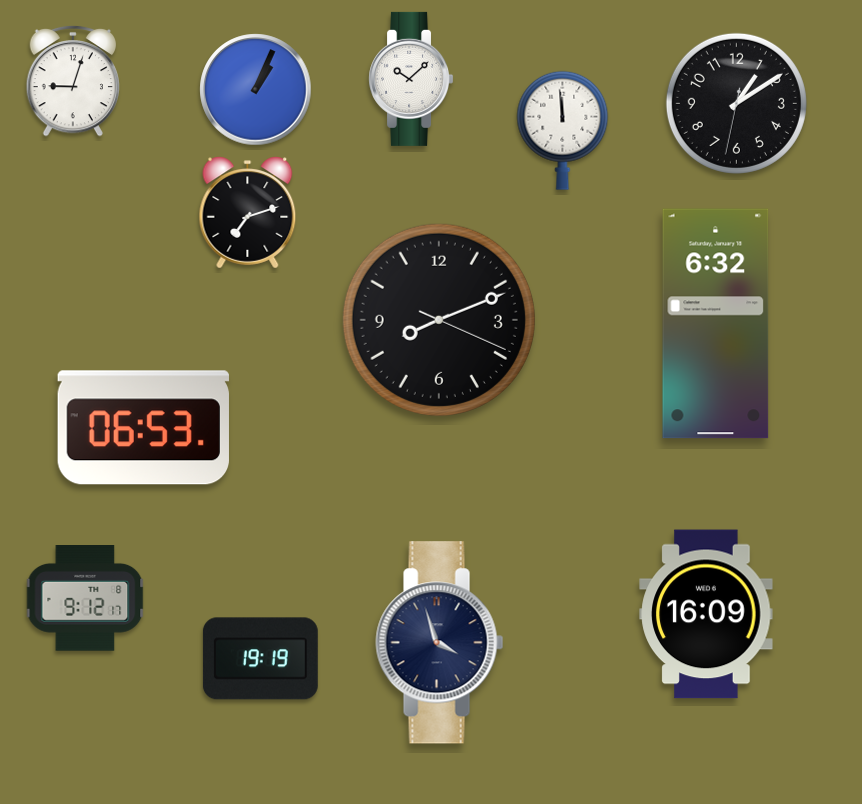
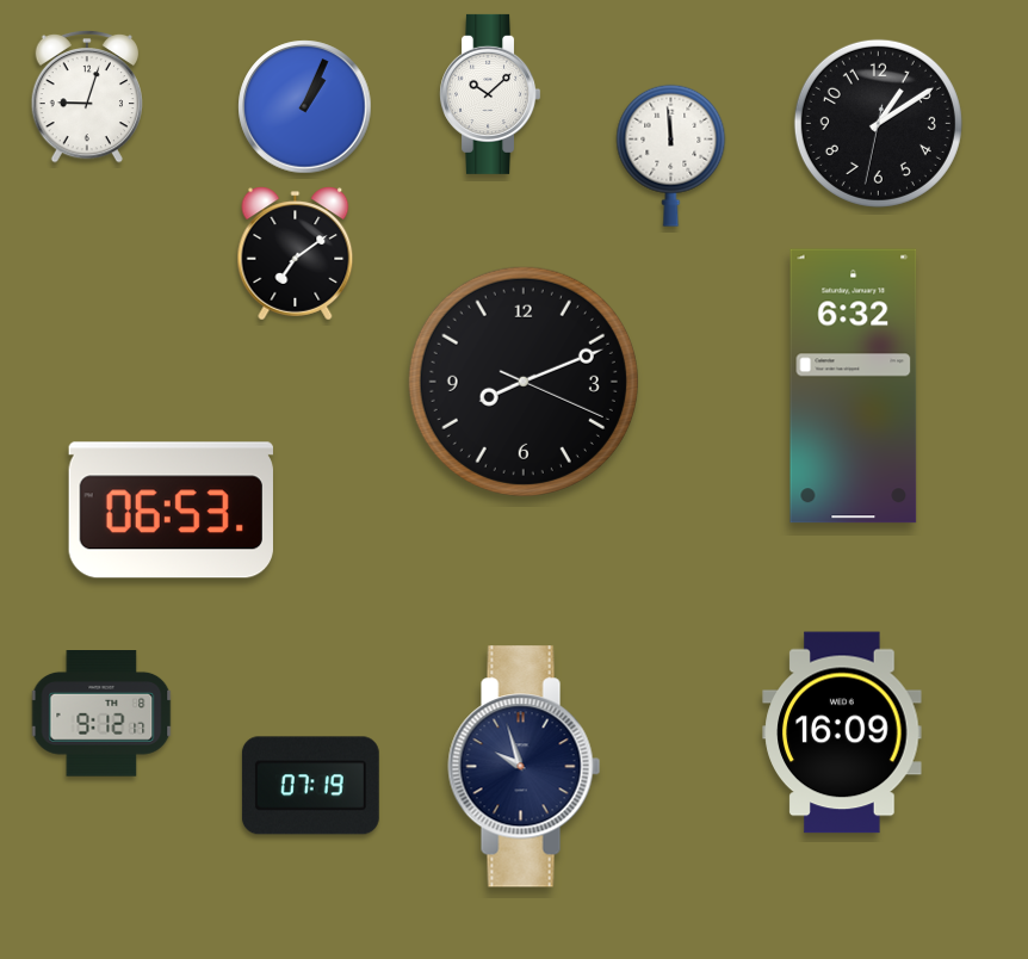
clock at (248, 213): 7:12 -> 7:09
clock at (440, 643): 3:57 -> 9:57
clock at (260, 659): 19:19 -> 07:19
